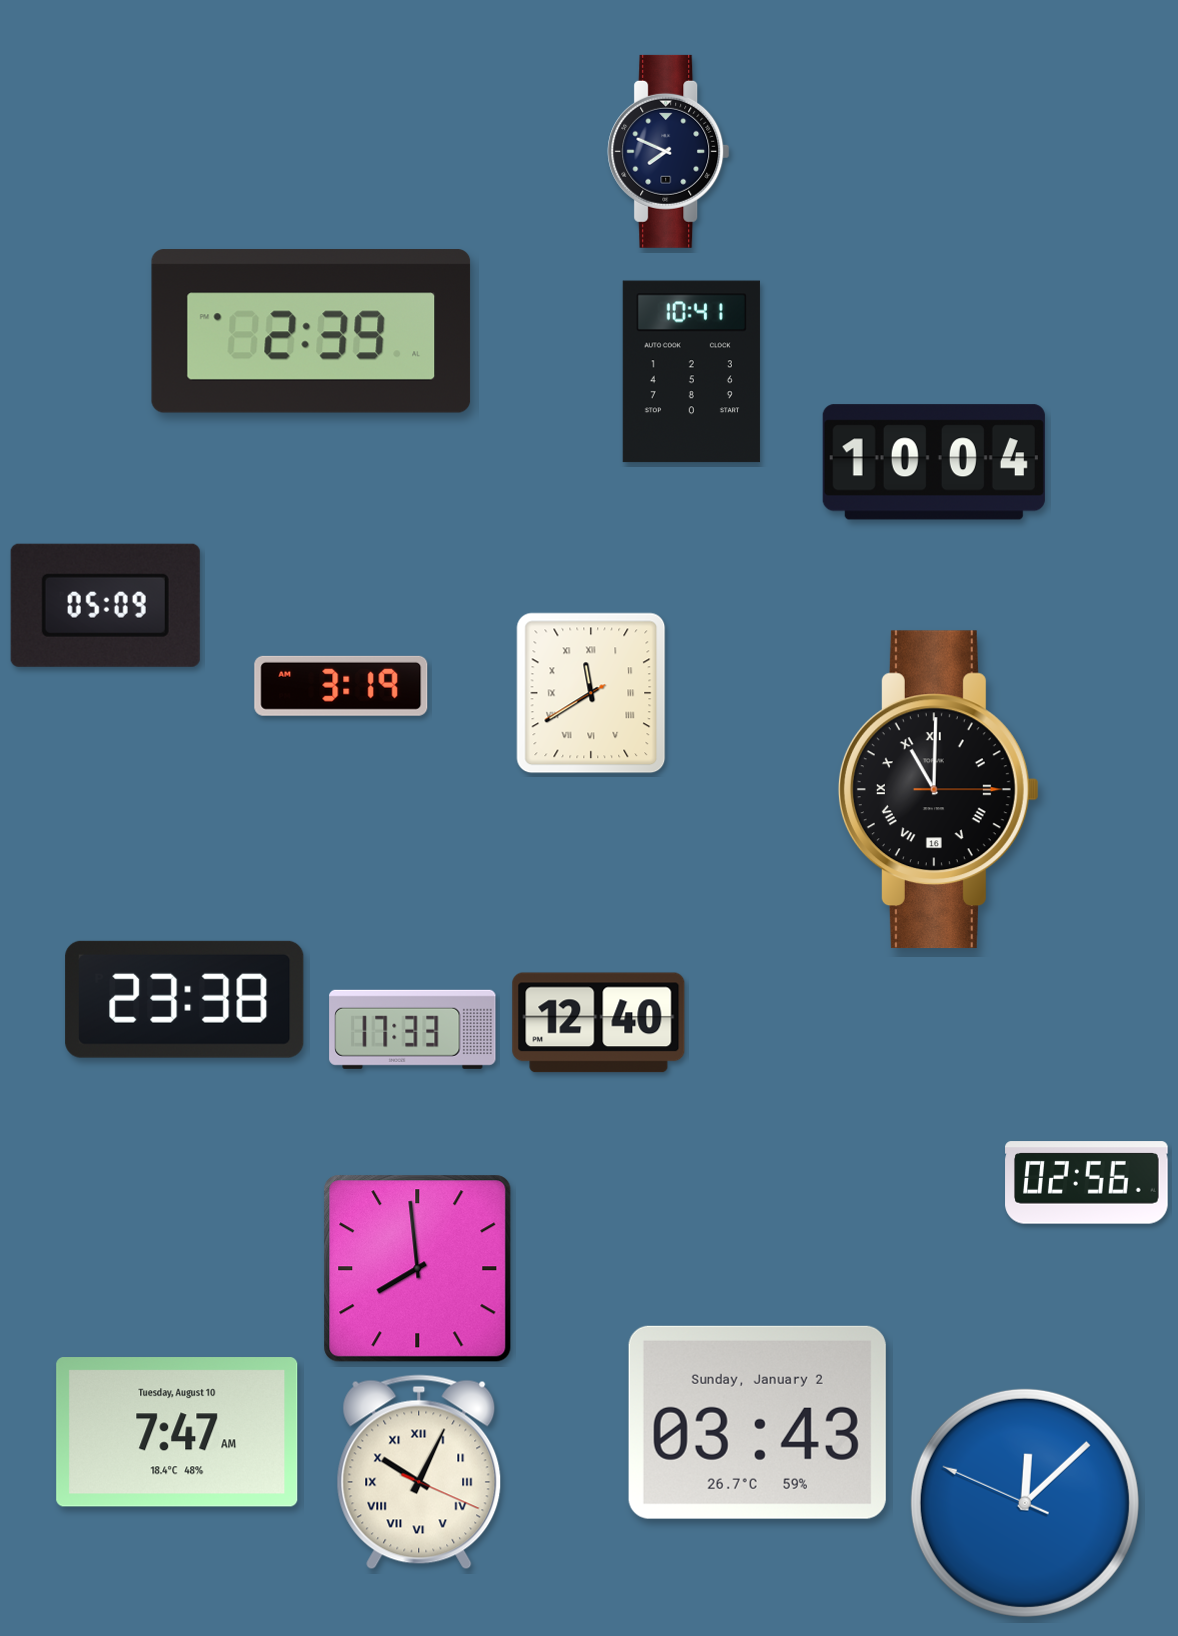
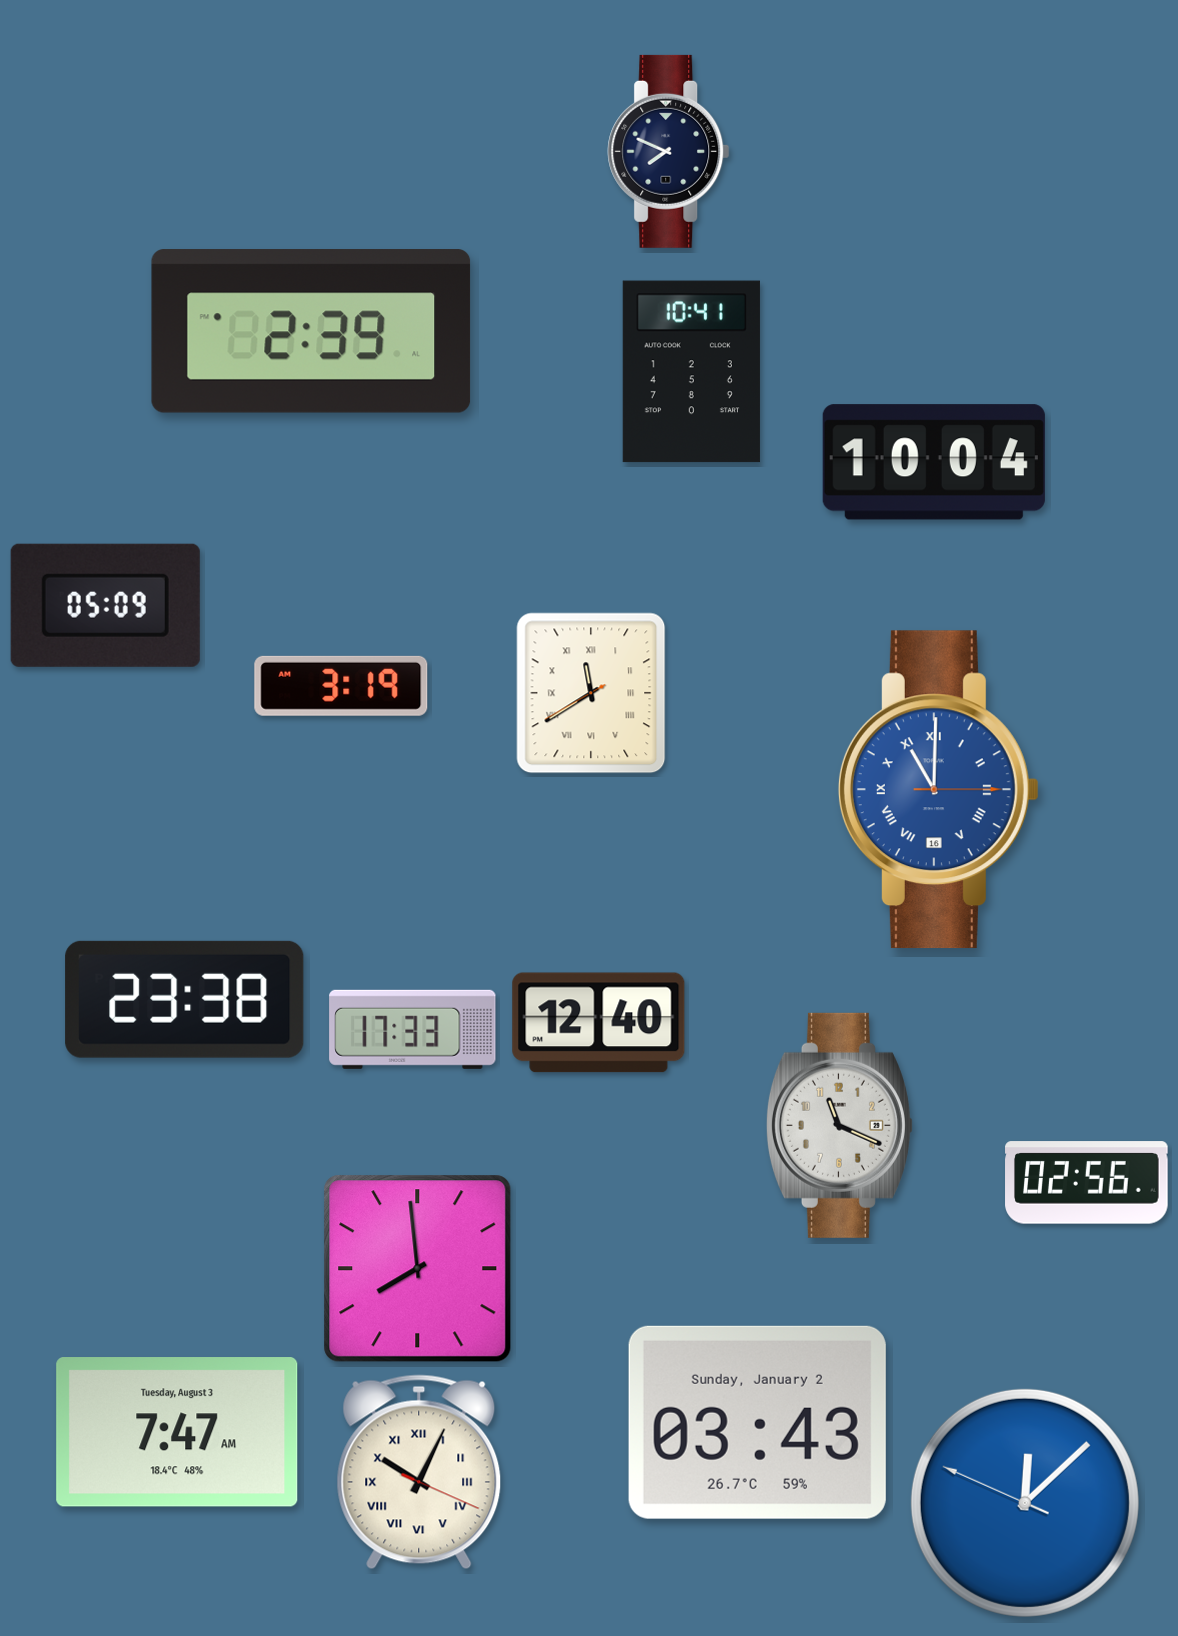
clock at (938, 790) dial: black -> blue
clock at (839, 1125): none -> 11:19
clock at (177, 1432) date: Tuesday, August 10 -> Tuesday, August 3
